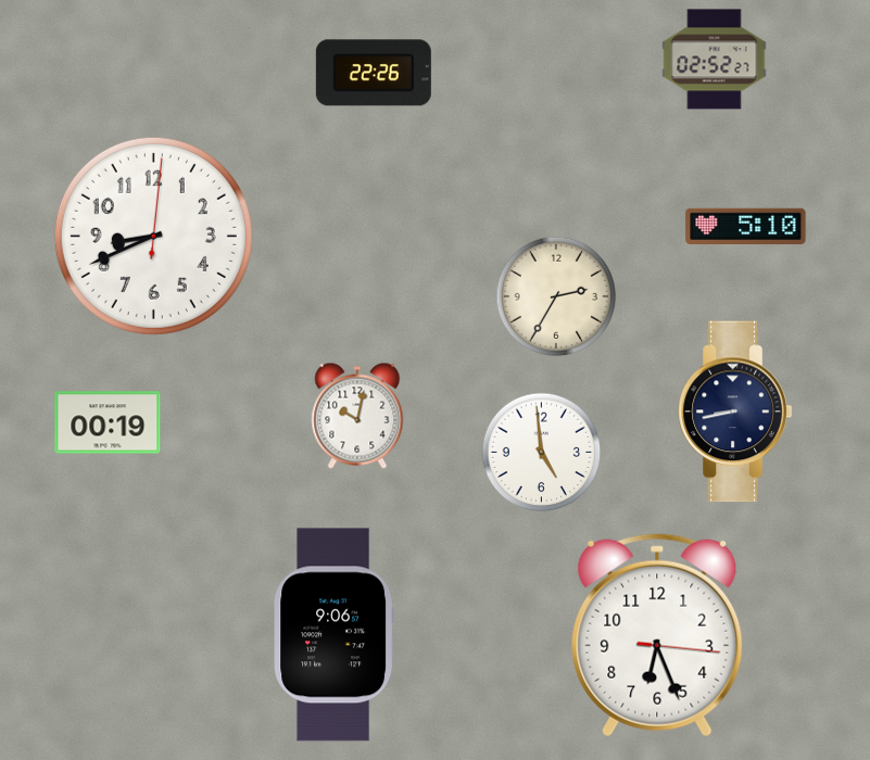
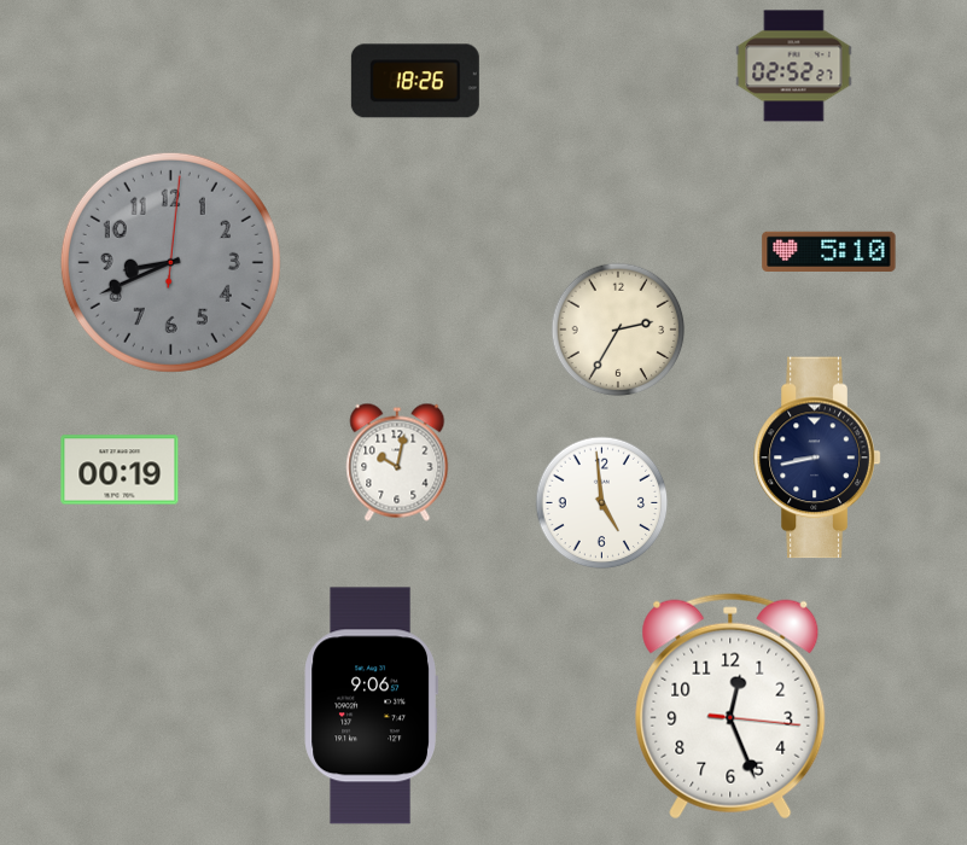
clock at (374, 73): 22:26 -> 18:26
clock at (153, 236) dial: white -> grey
clock at (657, 635): 6:26 -> 12:26
